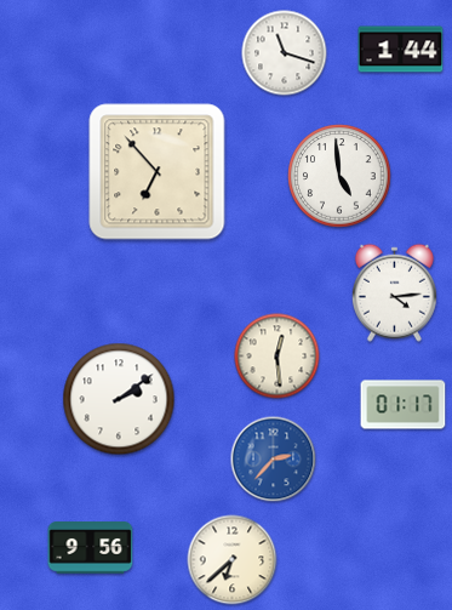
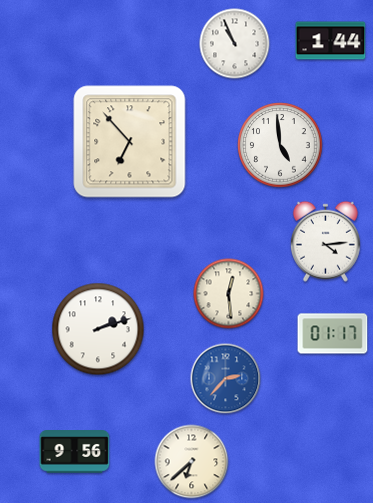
clock at (285, 53): 11:18 -> 10:56
clock at (119, 399): 2:09 -> 2:12
